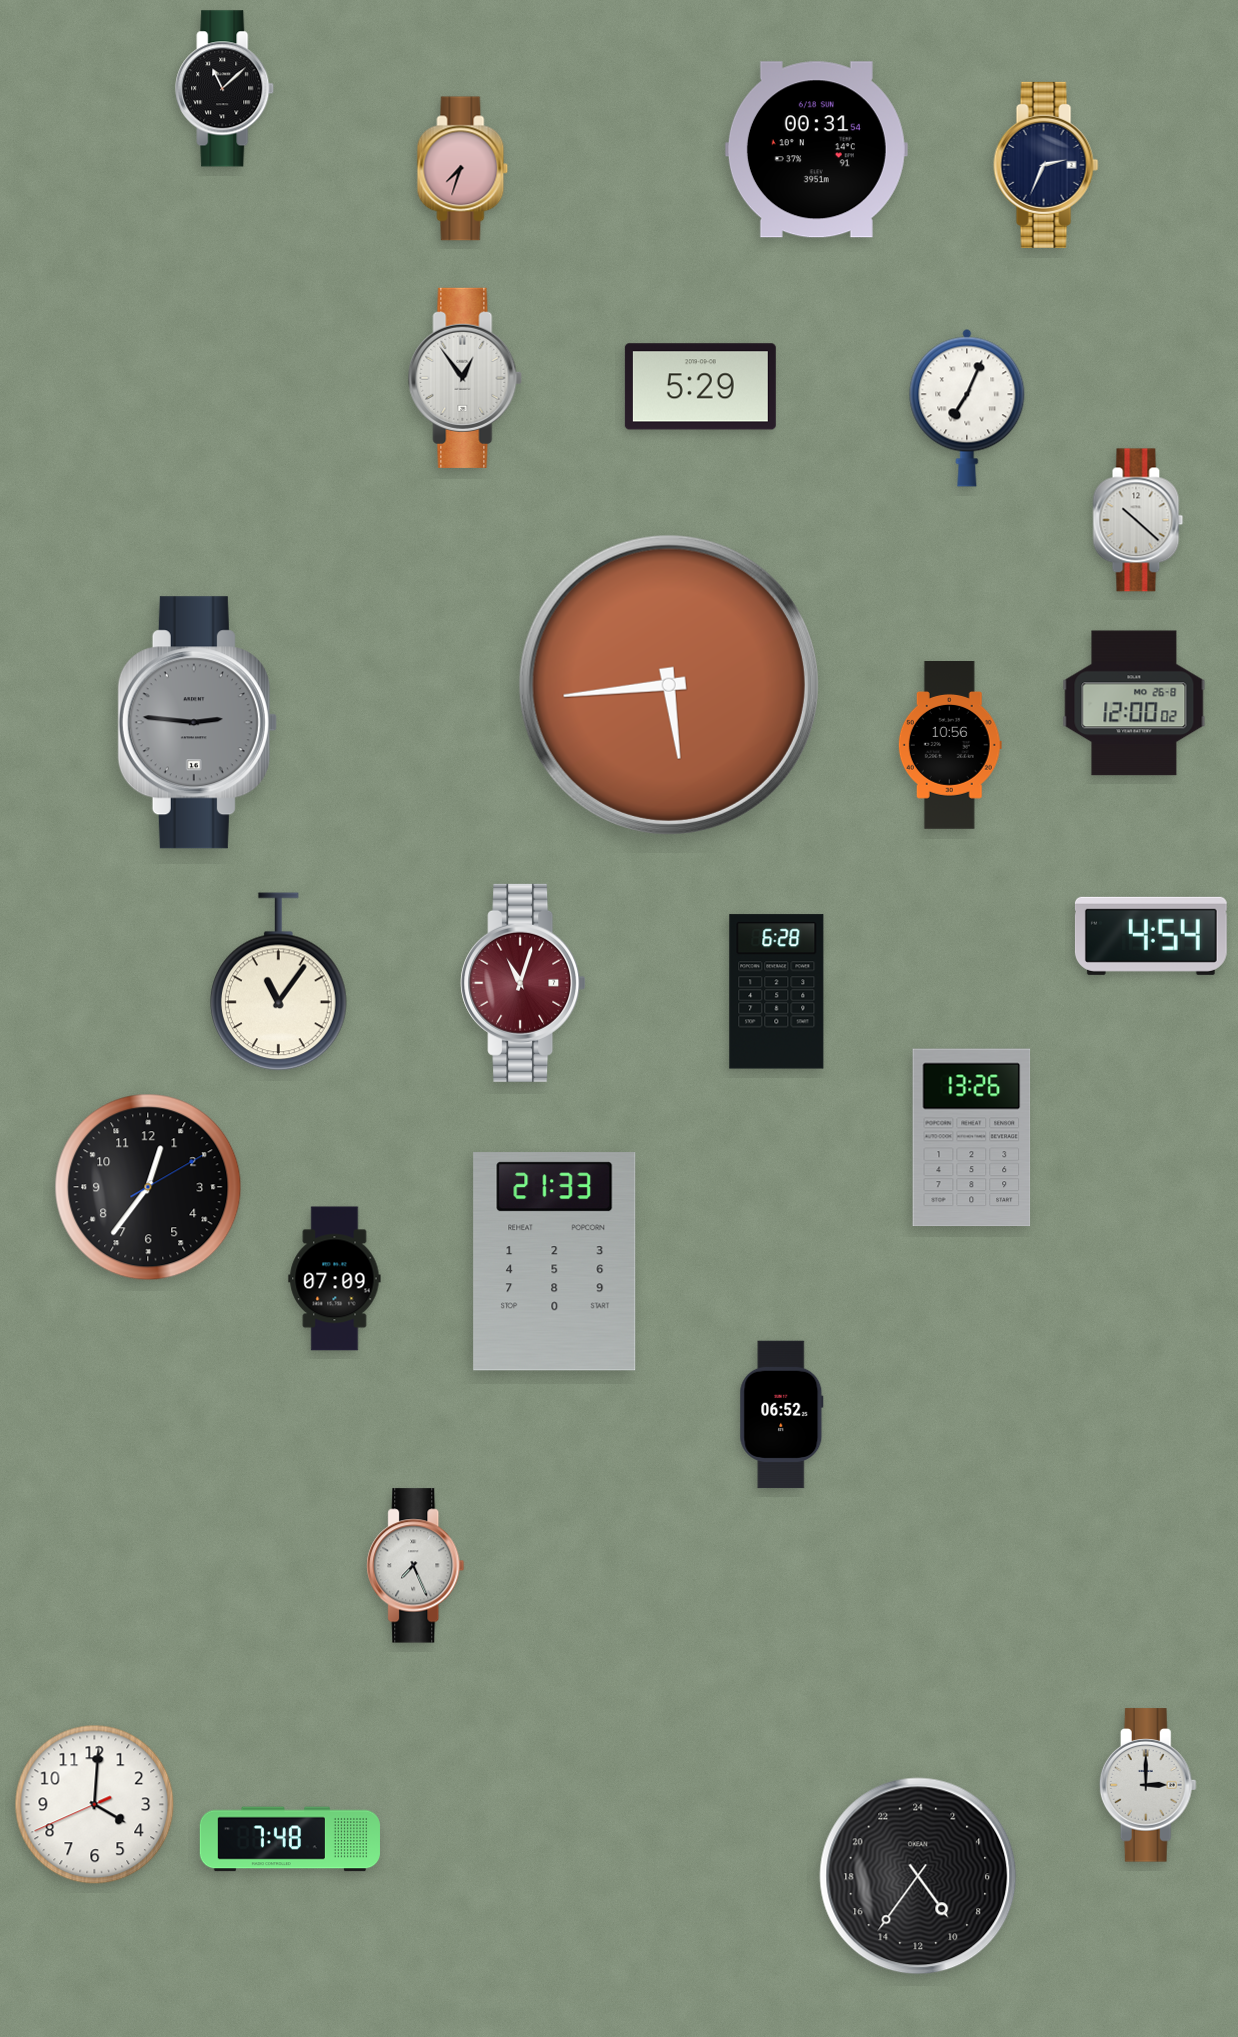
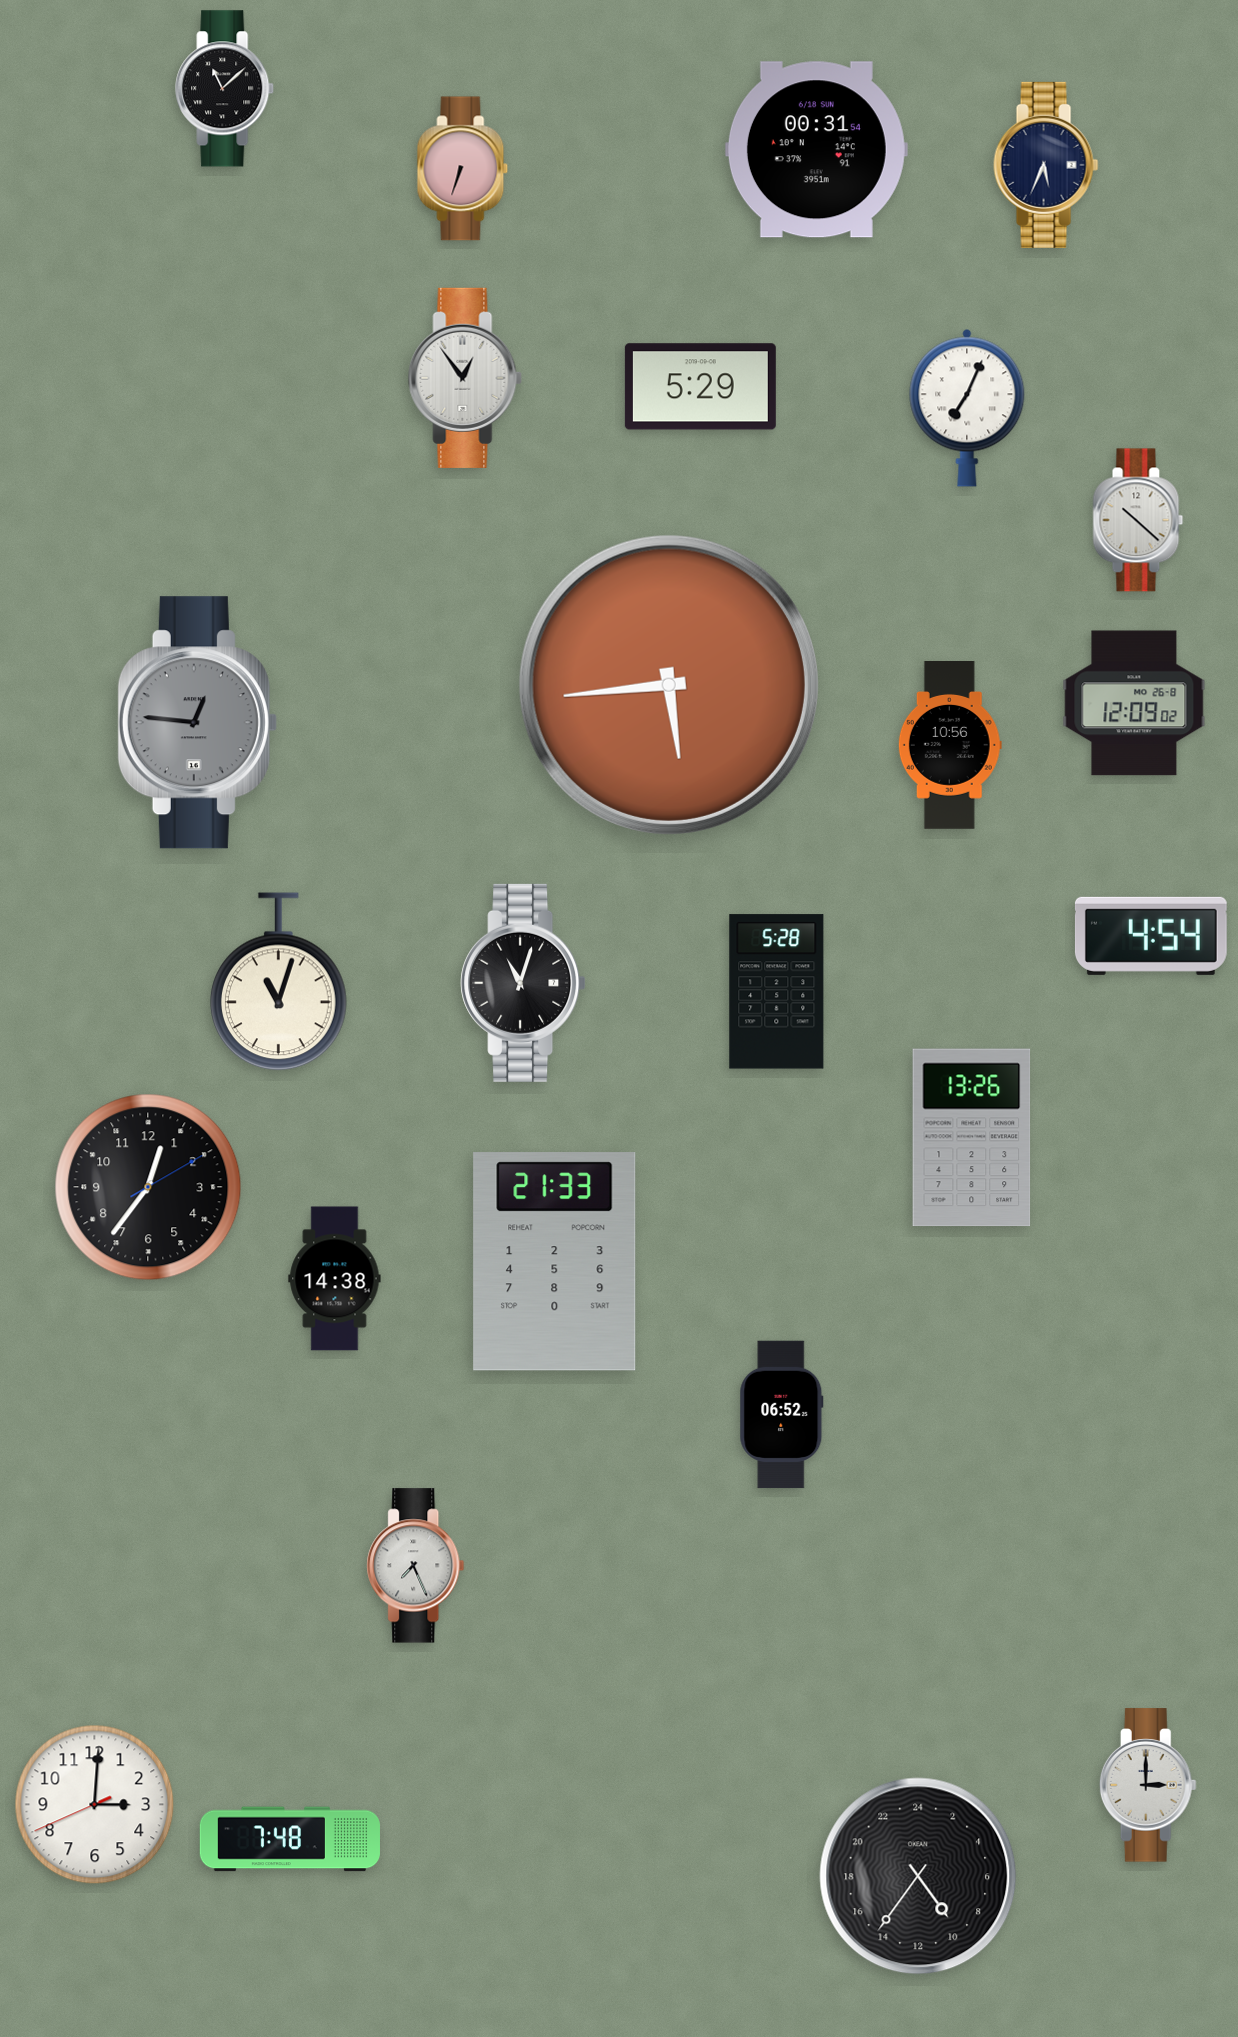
clock at (1046, 165): 2:34 -> 5:34
clock at (463, 169): 7:33 -> 6:33
clock at (1134, 703): 12:00 -> 12:09
clock at (197, 723): 2:46 -> 12:46
clock at (278, 982): 11:06 -> 11:03
clock at (523, 983) dial: burgundy -> black
clock at (777, 992): 6:28 -> 5:28
clock at (335, 1279): 07:09 -> 14:38
clock at (95, 1805): 4:00 -> 3:00
